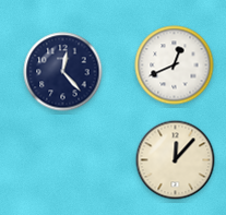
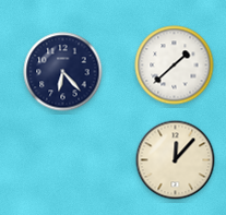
clock at (175, 65): 12:41 -> 1:38
clock at (63, 72): 12:23 -> 6:23
